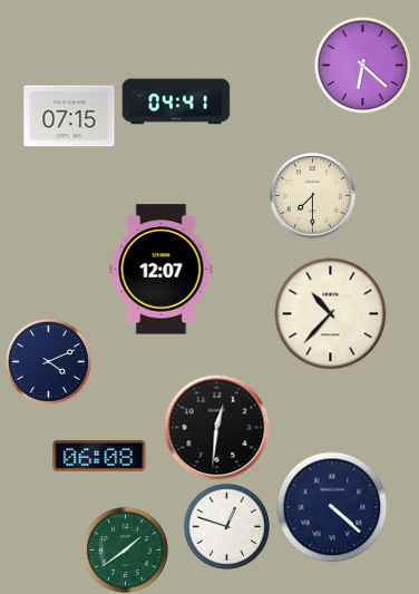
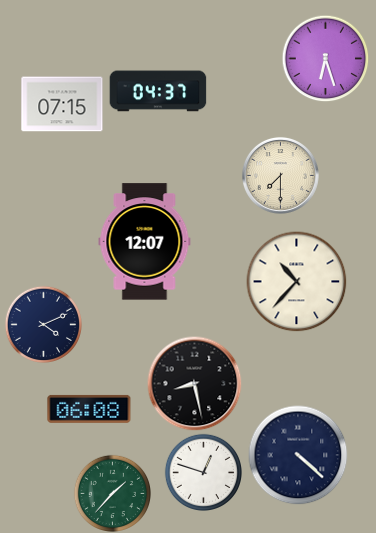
clock at (362, 65): 6:22 -> 6:27
clock at (176, 101): 04:41 -> 04:37
clock at (216, 427): 12:31 -> 8:28
clock at (125, 549): 1:39 -> 1:37
